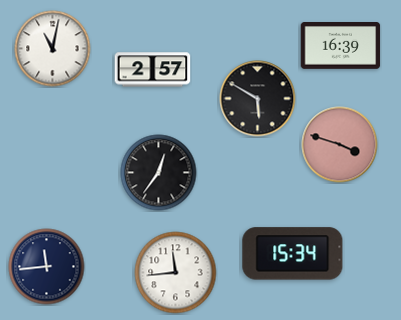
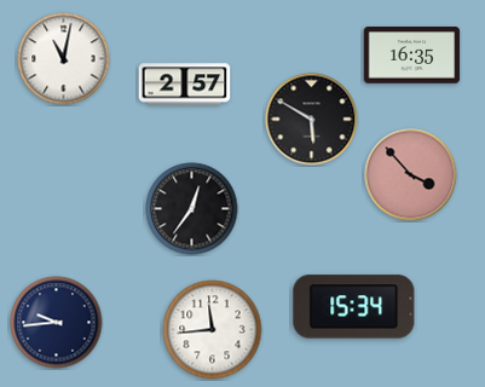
clock at (341, 46): 16:39 -> 16:35
clock at (340, 145): 3:48 -> 3:53
clock at (47, 267): 11:44 -> 9:44
